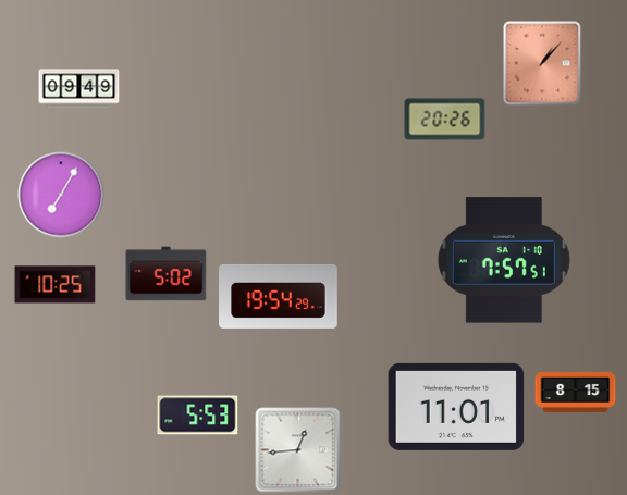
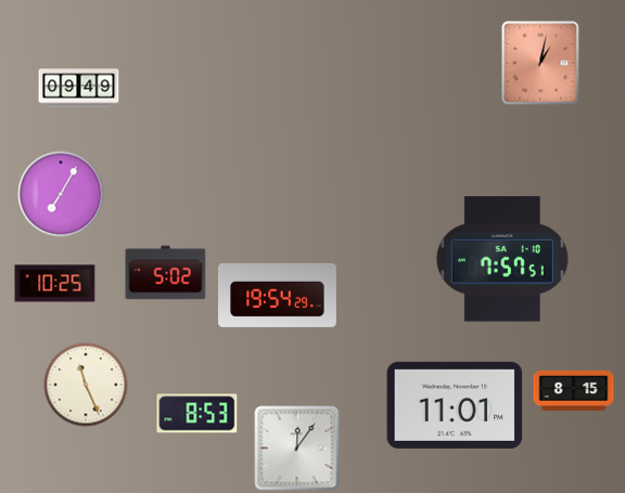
clock at (542, 63): 1:07 -> 1:02
clock at (445, 120): 20:26 -> none
clock at (86, 385): none -> 11:26
clock at (198, 416): 5:53 -> 8:53
clock at (298, 450): 12:44 -> 12:06
